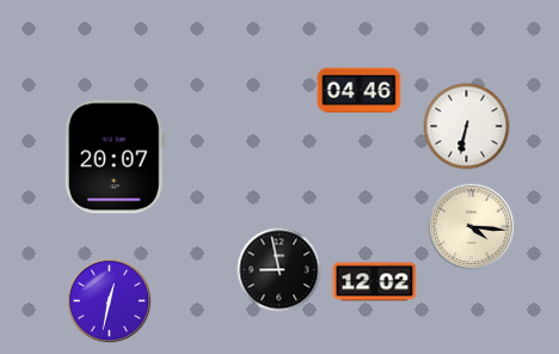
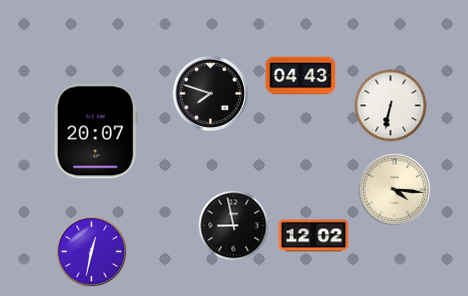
clock at (360, 91): 04:46 -> 04:43
clock at (210, 93): none -> 7:48
